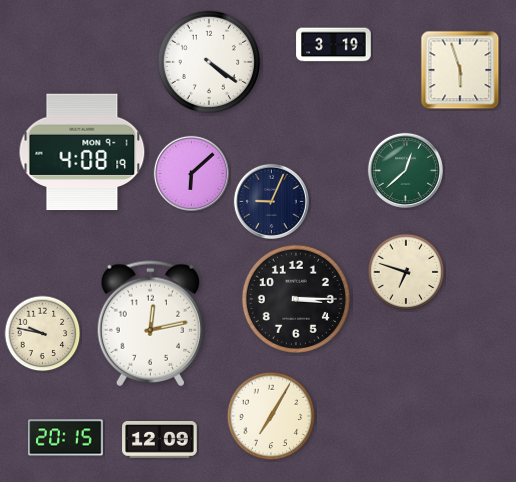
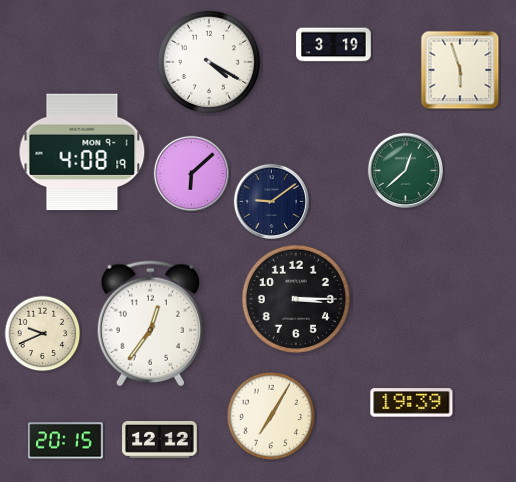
clock at (209, 62): 4:21 -> 4:20
clock at (271, 201): 9:04 -> 9:09
clock at (406, 272): 6:48 -> none
clock at (150, 324): 12:13 -> 12:36
clock at (43, 334): 9:47 -> 9:41
clock at (412, 403): none -> 19:39
clock at (66, 438) position: (66, 438) -> (66, 441)
clock at (160, 440): 12:09 -> 12:12
